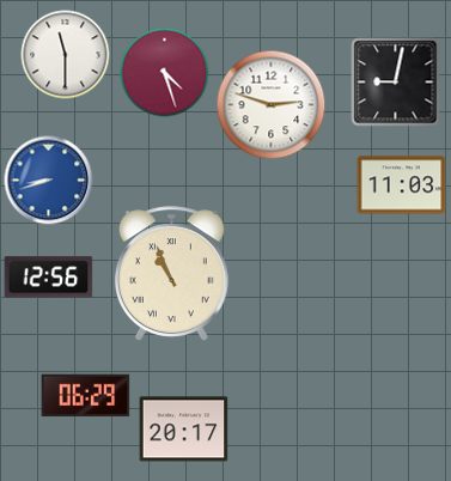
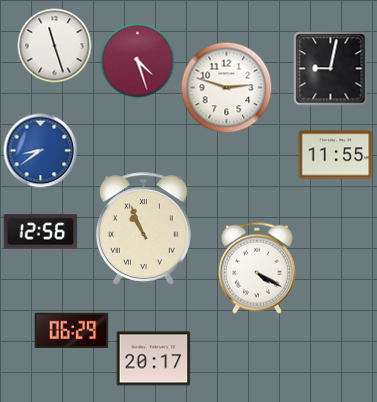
clock at (66, 55): 11:30 -> 11:27
clock at (49, 181): 8:42 -> 8:39
clock at (402, 185): 11:03 -> 11:55
clock at (257, 268): none -> 4:20
